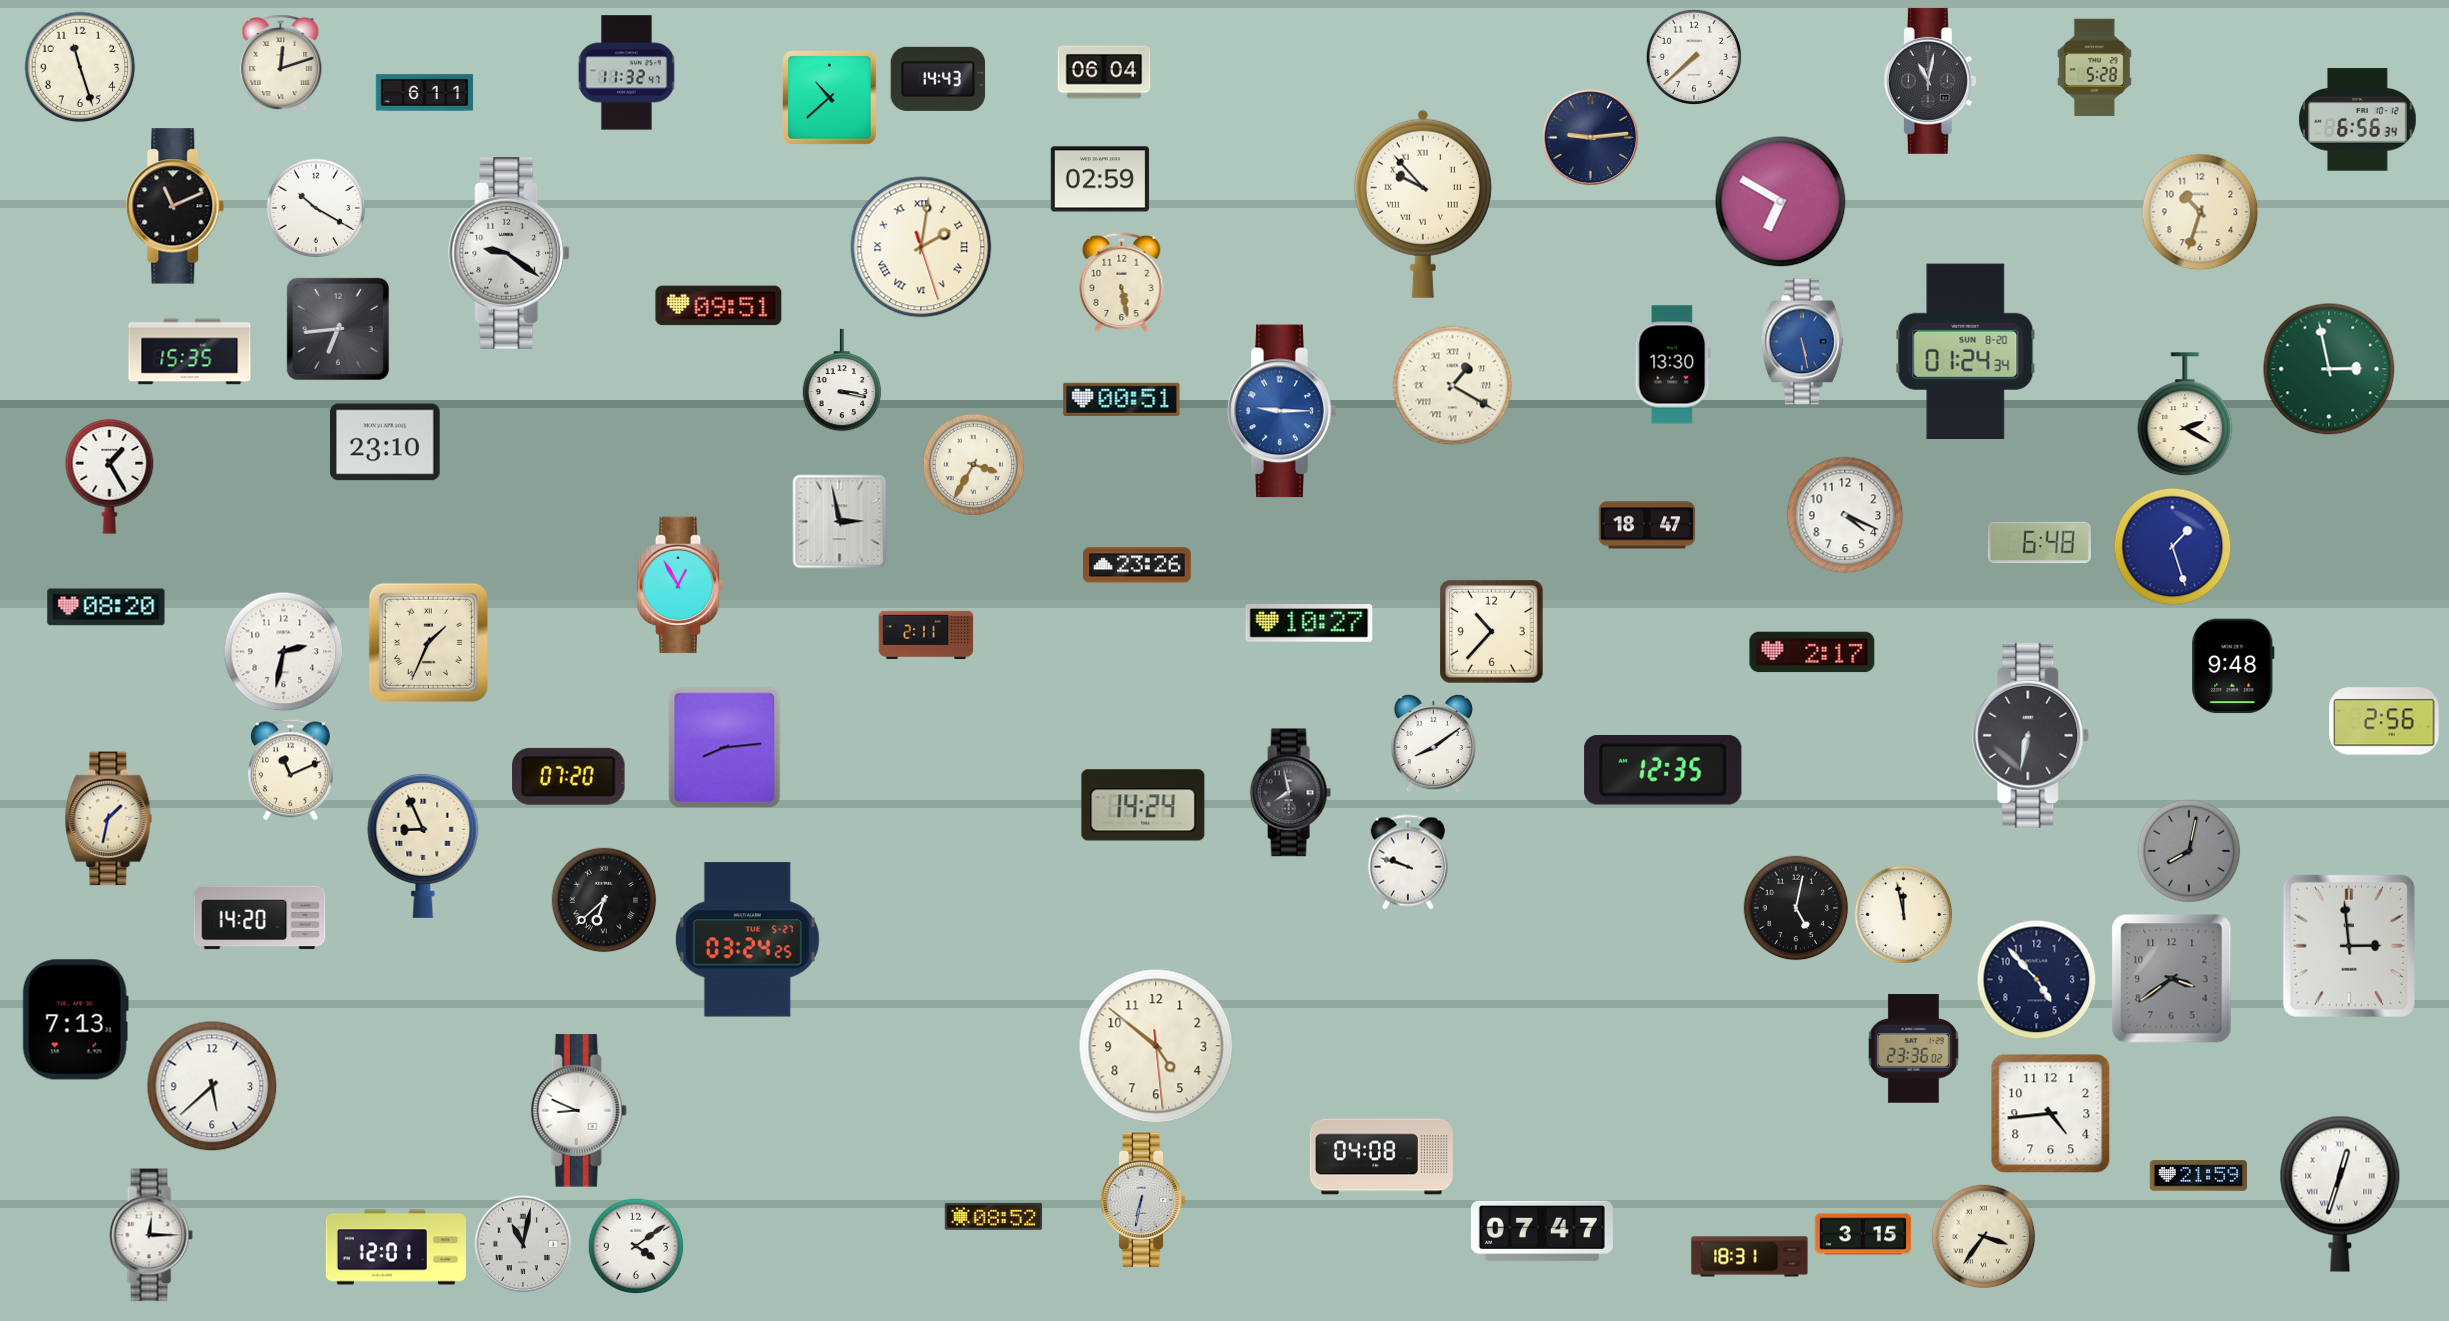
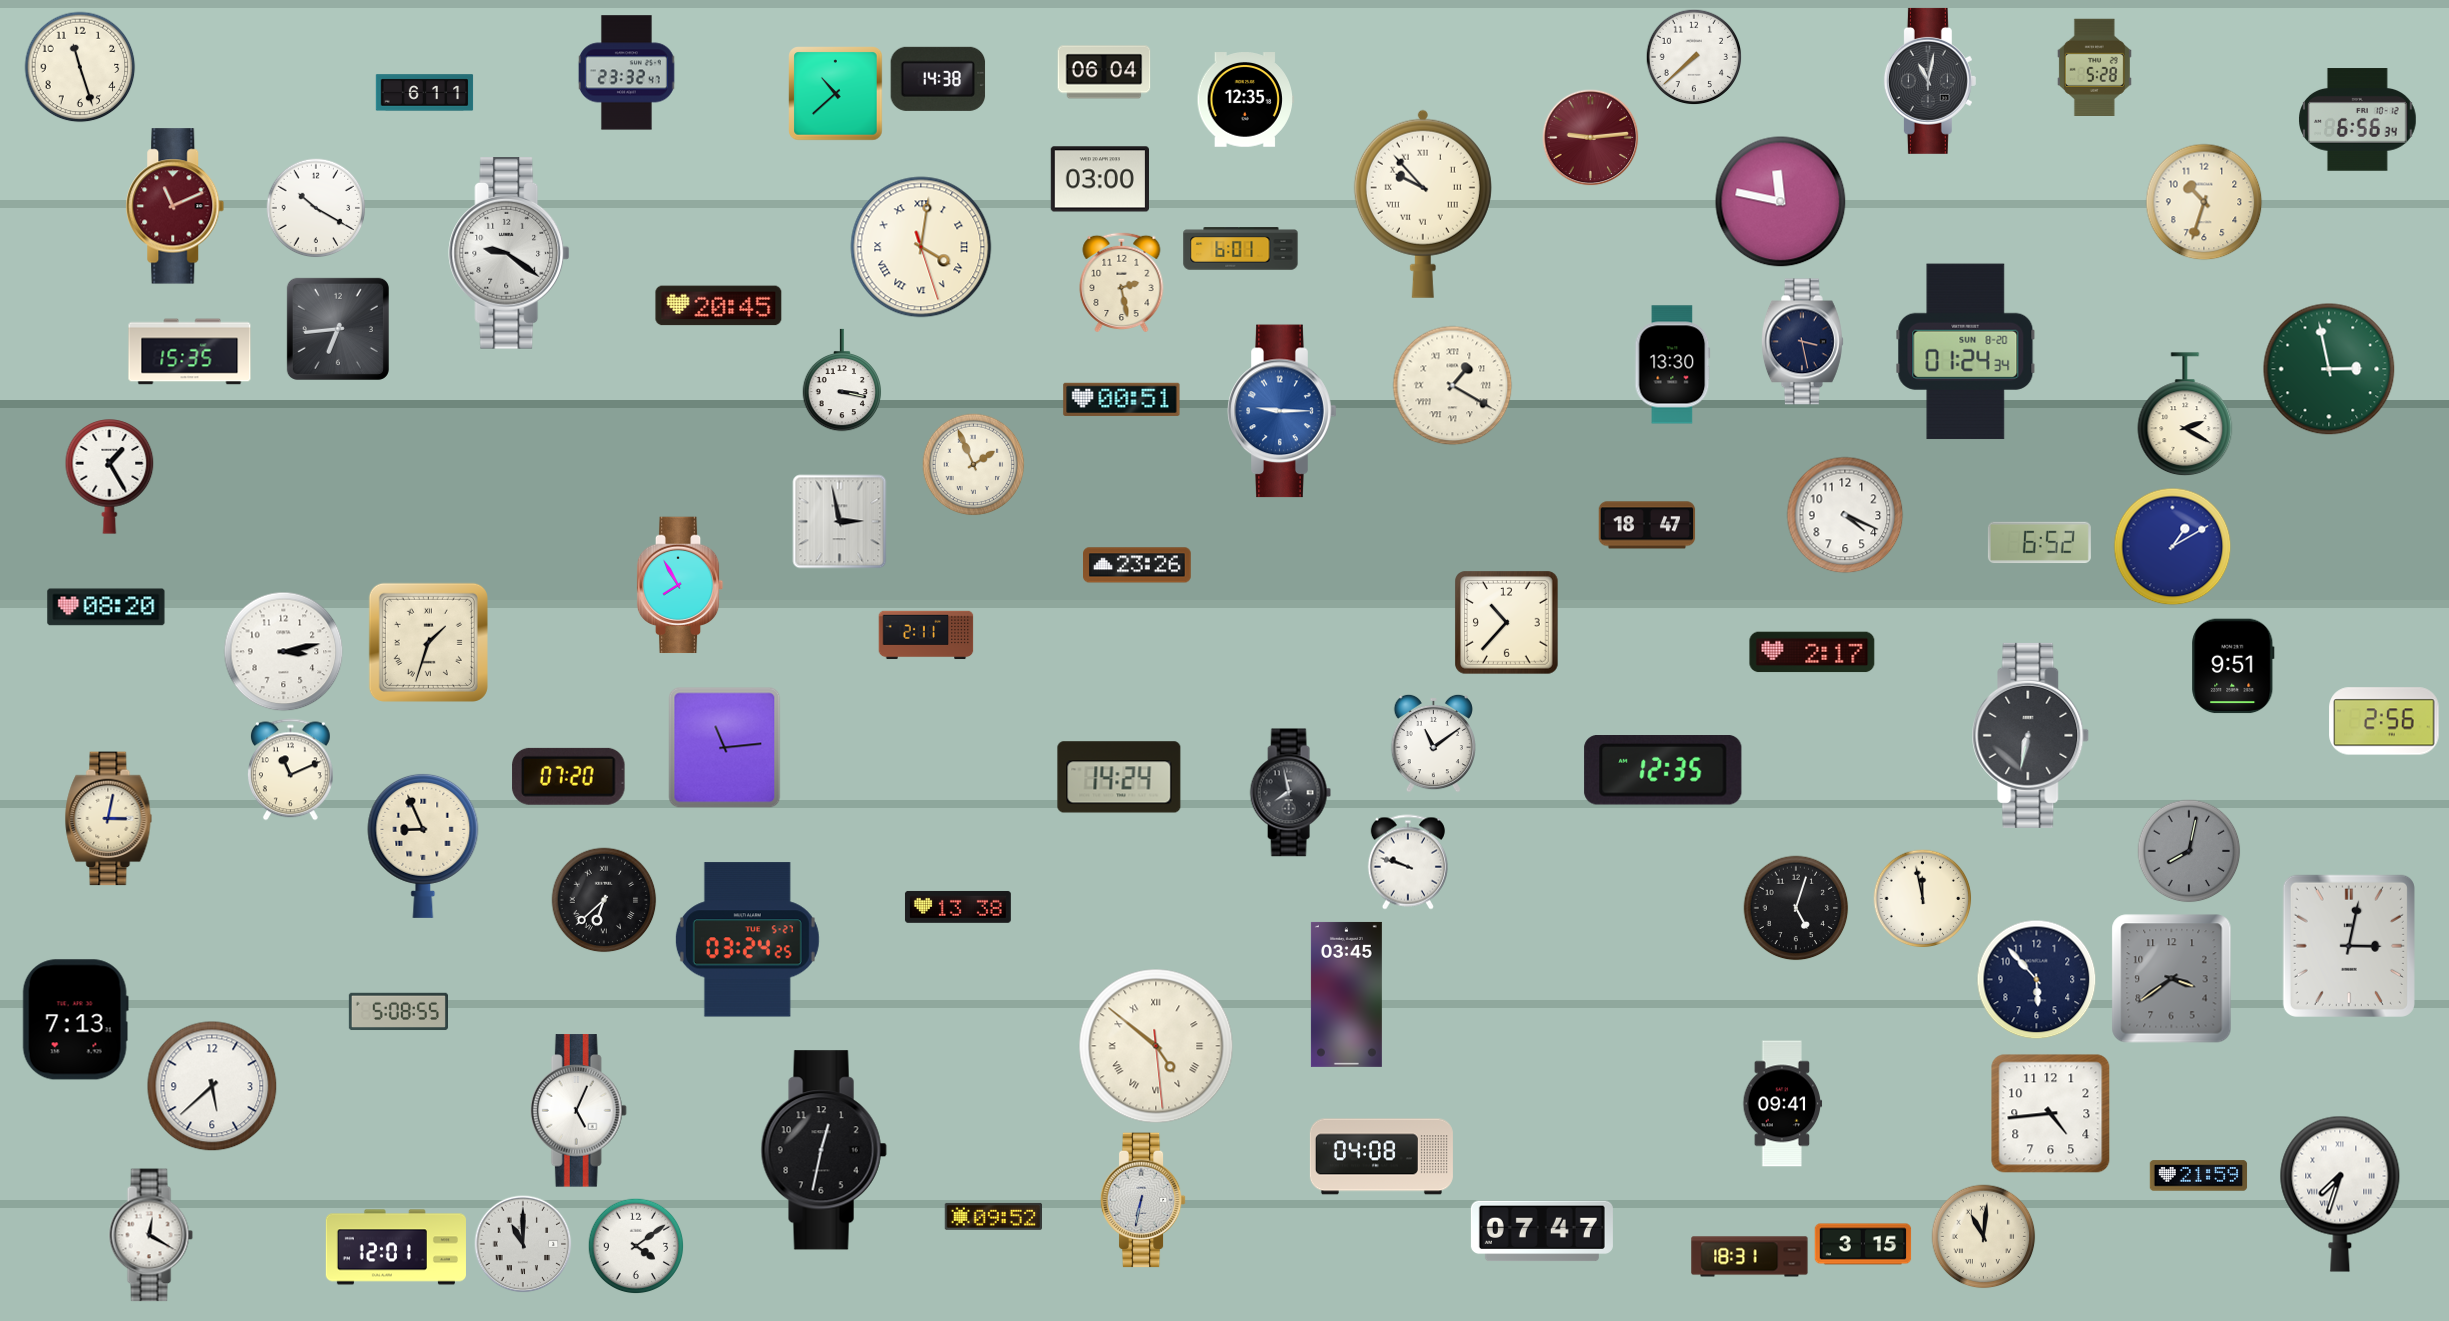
clock at (281, 64): 12:12 -> none
clock at (627, 73): 11:32 -> 23:32
clock at (938, 79): 14:43 -> 14:38
clock at (830, 98) position: (830, 98) -> (836, 94)
clock at (1245, 100): none -> 12:35
clock at (1591, 138) dial: navy -> burgundy
clock at (1099, 179): 02:59 -> 03:00
clock at (1781, 202): 6:50 -> 11:47
clock at (175, 206) dial: black -> burgundy
clock at (2200, 212) position: (2200, 212) -> (2204, 202)
clock at (921, 247): 2:01 -> 4:01
clock at (1241, 249): none -> 6:01
clock at (1122, 282): 5:28 -> 2:28
clock at (719, 306): 09:51 -> 20:45
clock at (1802, 342): 5:28 -> 3:28
clock at (1802, 342) dial: blue -> navy
clock at (385, 442): 23:10 -> none
clock at (974, 465): 3:35 -> 1:56
clock at (2039, 543): 6:48 -> 6:52
clock at (2173, 547): 1:27 -> 1:10
clock at (680, 585): 12:55 -> 7:55
clock at (1309, 623): 10:27 -> none
clock at (1492, 632) position: (1492, 632) -> (1507, 623)
clock at (428, 642): 1:34 -> 1:33
clock at (284, 652): 2:32 -> 3:13
clock at (2233, 666): 9:48 -> 9:51
clock at (1433, 743): 8:09 -> 11:09
clock at (725, 748): 8:14 -> 11:14
clock at (1143, 805) position: (1143, 805) -> (1119, 777)
clock at (109, 819): 1:32 -> 3:02
clock at (958, 907): none -> 13:38
clock at (1796, 908): 5:02 -> 5:03
clock at (1904, 915) position: (1904, 915) -> (1923, 899)
clock at (260, 918): 14:20 -> none
clock at (2349, 946): 2:59 -> 3:02
clock at (2037, 980): 4:53 -> 5:53
clock at (1346, 994): none -> 03:45
clock at (398, 1012): none -> 5:08
clock at (1156, 1046) numerals: Arabic -> Roman
clock at (1913, 1049): 23:36 -> none
clock at (1783, 1104): none -> 09:41
clock at (578, 1111): 8:49 -> 5:04
clock at (824, 1150): none -> 12:32
clock at (2340, 1194): 12:33 -> 7:33
clock at (993, 1216): 08:52 -> 09:52
clock at (1863, 1234) position: (1863, 1234) -> (1863, 1244)
clock at (151, 1235): 12:15 -> 12:20
clock at (1984, 1237): 3:36 -> 11:01
clock at (523, 1244): 11:02 -> 11:00
